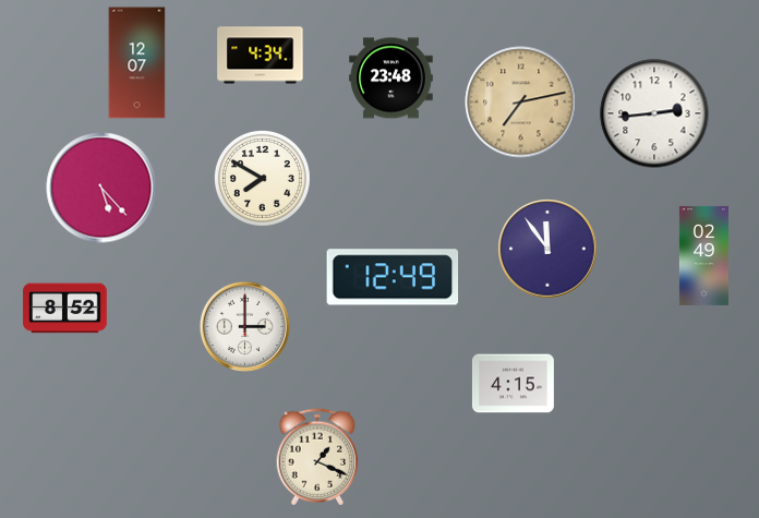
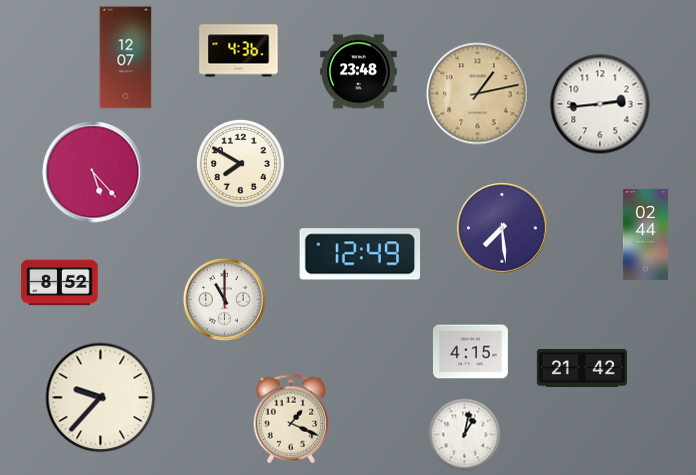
clock at (261, 56): 4:34 -> 4:36
clock at (521, 103): 7:13 -> 1:13
clock at (547, 249): 11:54 -> 7:29
clock at (703, 255): 02:49 -> 02:44
clock at (244, 326): 3:00 -> 11:00
clock at (582, 369): none -> 21:42
clock at (101, 398): none -> 9:37
clock at (465, 435): none -> 1:02
